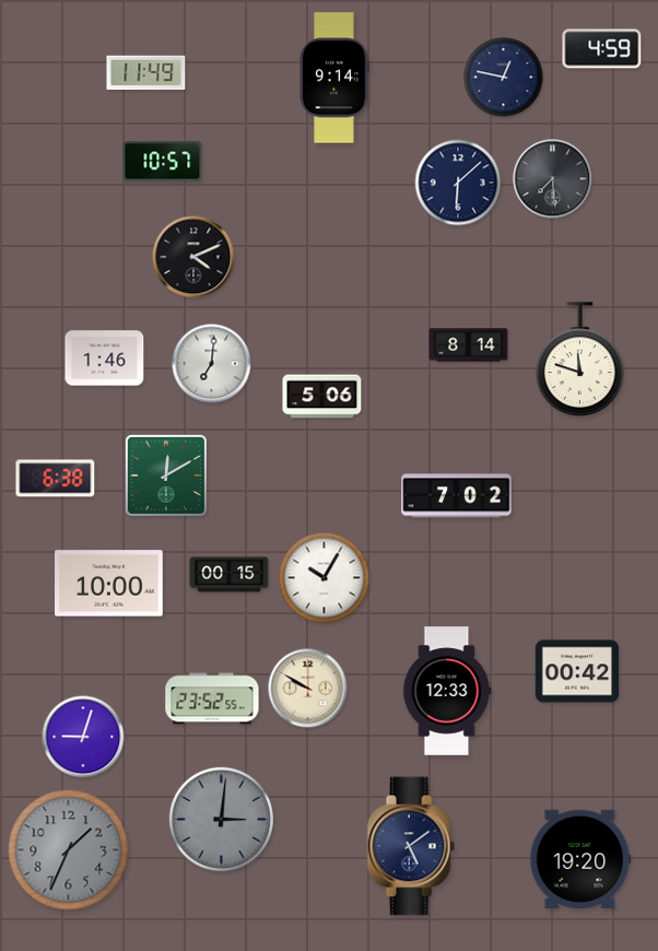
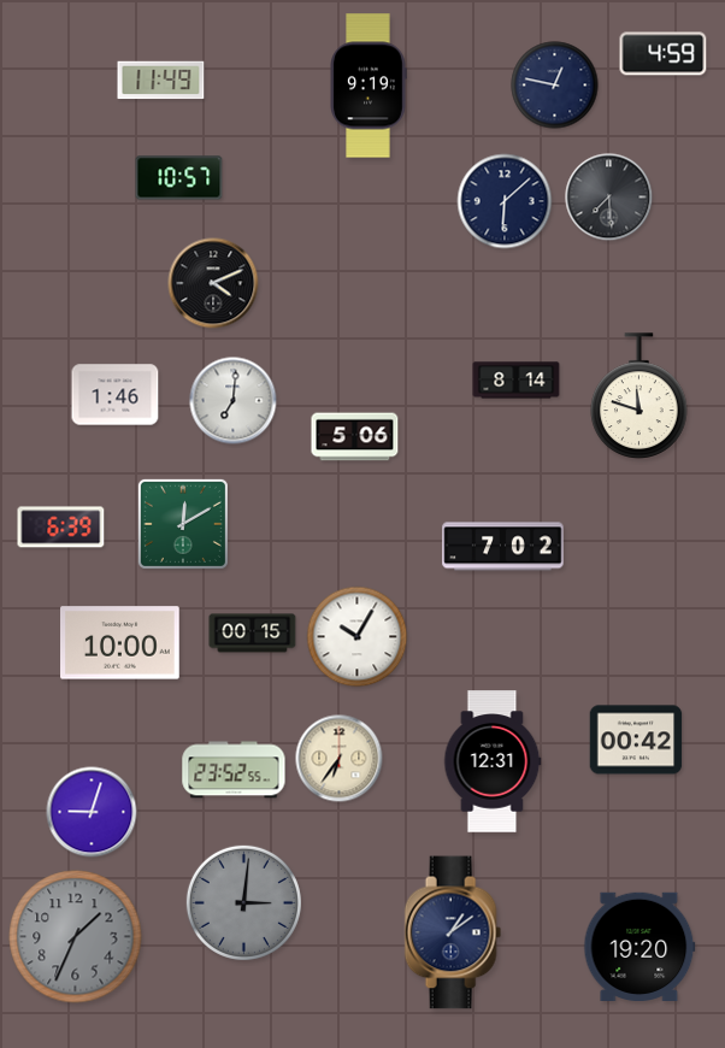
clock at (334, 78): 9:14 -> 9:19
clock at (56, 479): 6:38 -> 6:39
clock at (308, 689): 9:50 -> 6:36
clock at (447, 691): 12:33 -> 12:31
clock at (411, 846): 5:09 -> 1:09
